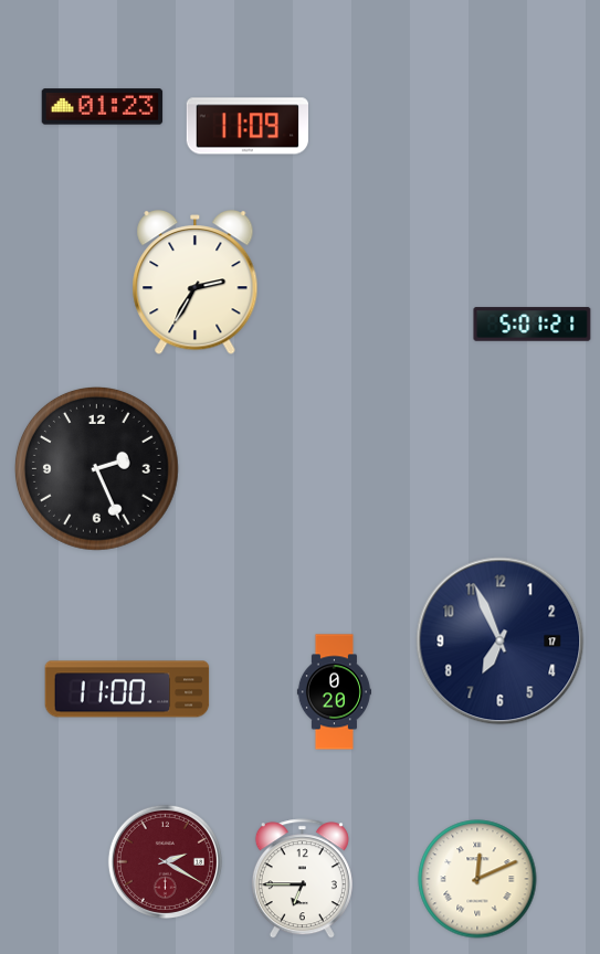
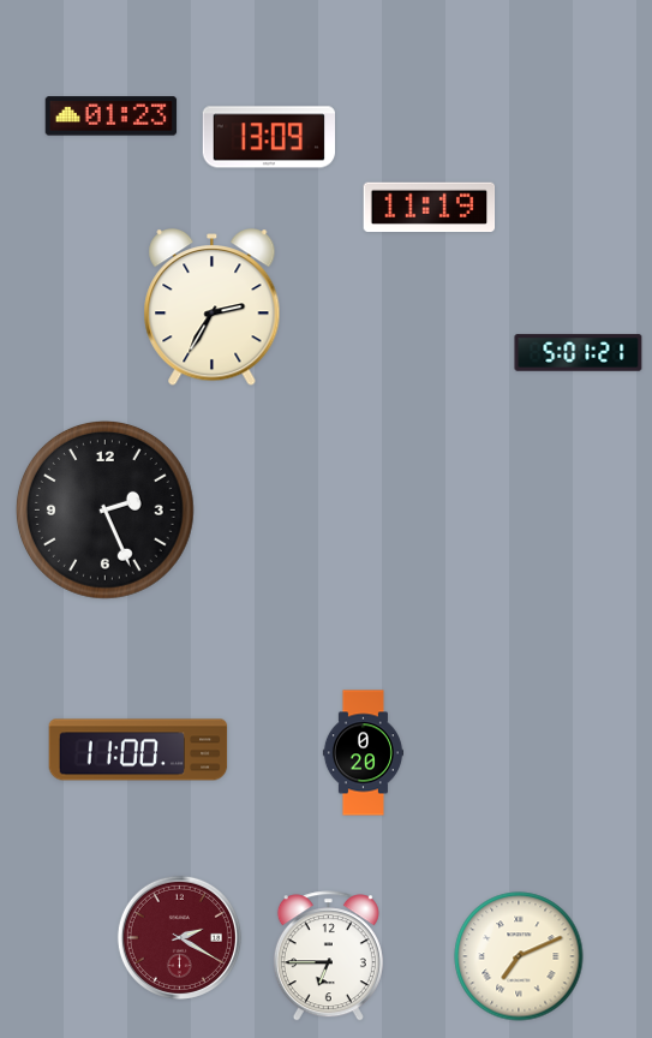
clock at (246, 126): 11:09 -> 13:09
clock at (430, 208): none -> 11:19
clock at (501, 642): 6:56 -> none
clock at (477, 879): 12:11 -> 7:11
